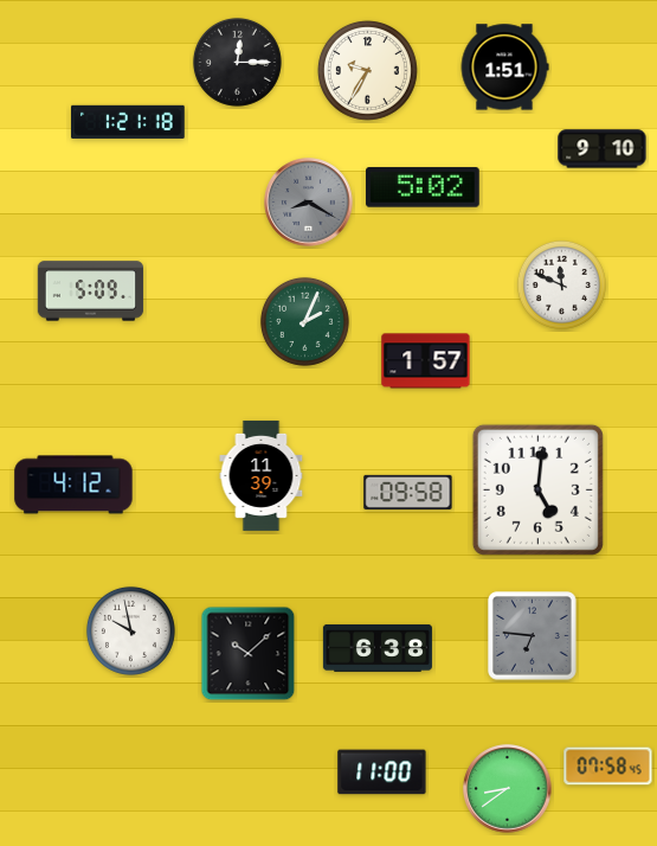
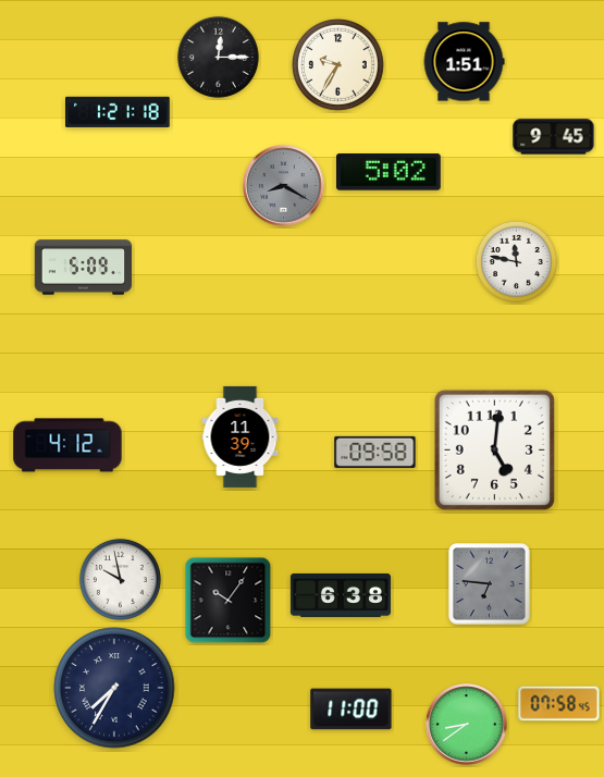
clock at (603, 149): 9:10 -> 9:45
clock at (561, 284): 11:49 -> 11:47
clock at (304, 321): 2:04 -> none
clock at (426, 361): 1:57 -> none
clock at (378, 648) position: (378, 648) -> (341, 595)
clock at (249, 654): 10:08 -> 10:06
clock at (114, 688): none -> 7:35
